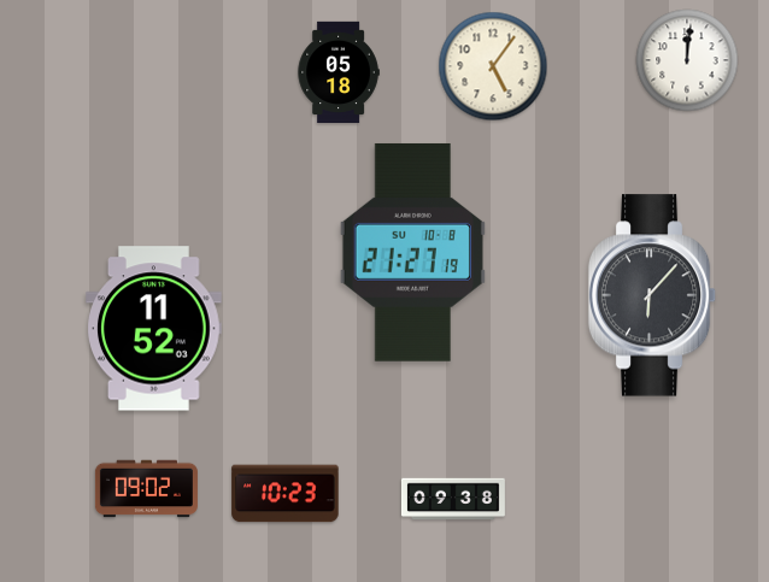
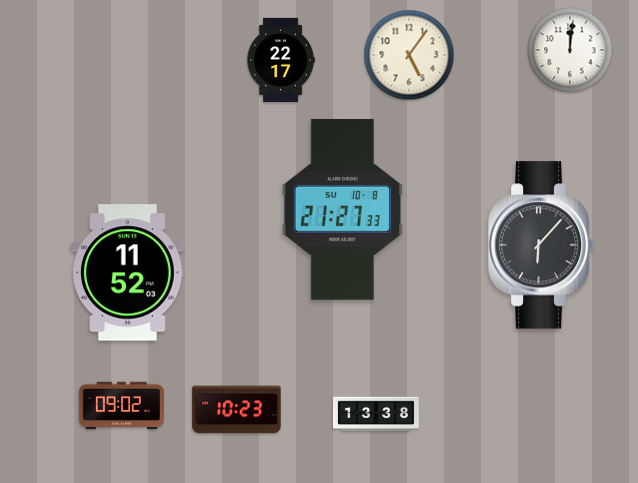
clock at (339, 71): 05:18 -> 22:17
clock at (412, 252): 21:27:19 -> 21:27:33
clock at (453, 499): 09:38 -> 13:38
